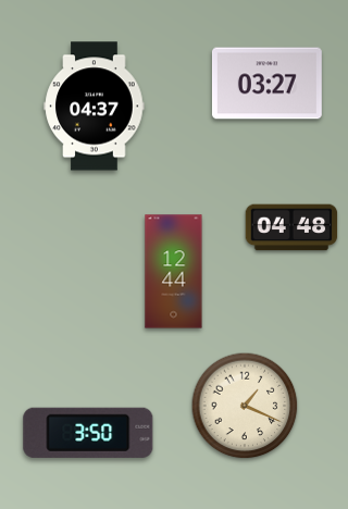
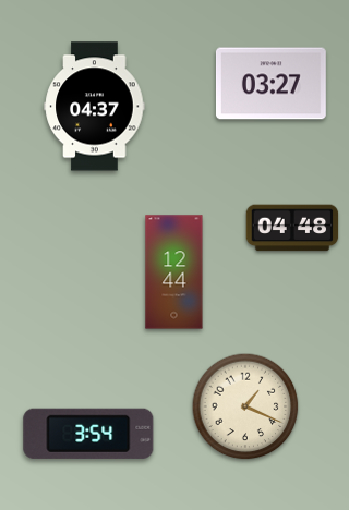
clock at (266, 84) position: (266, 84) -> (270, 84)
clock at (88, 433): 3:50 -> 3:54
